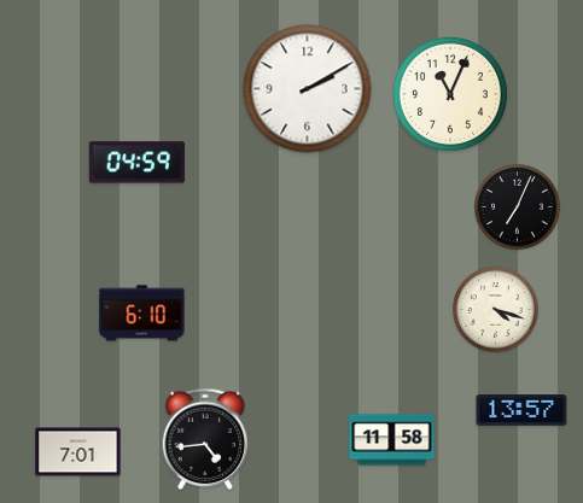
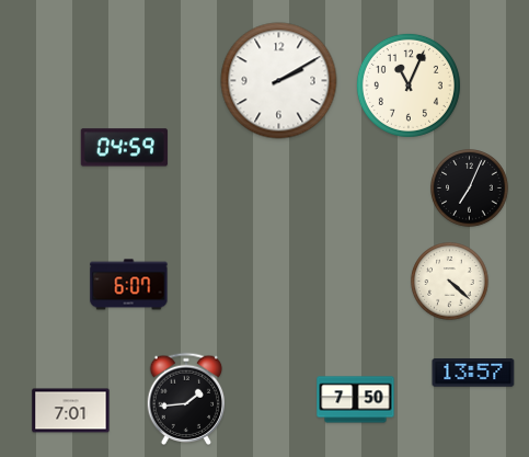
clock at (496, 310): 4:18 -> 4:22
clock at (142, 314): 6:10 -> 6:07
clock at (205, 438): 4:44 -> 1:44
clock at (392, 440): 11:58 -> 7:50
